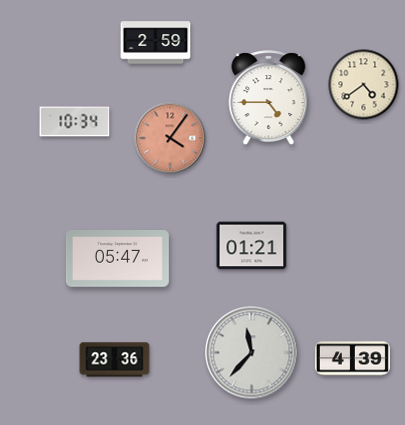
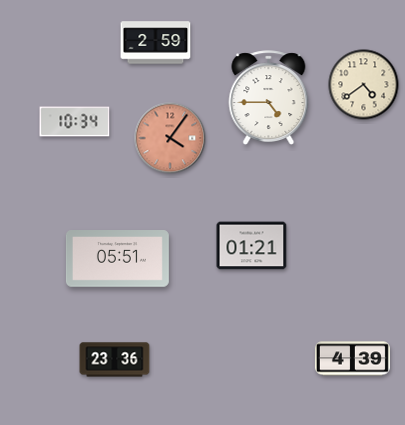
clock at (117, 259): 05:47 -> 05:51
clock at (252, 353): 11:37 -> none
